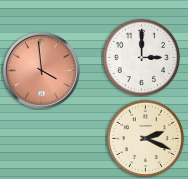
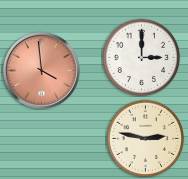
clock at (145, 138): 2:19 -> 2:47
